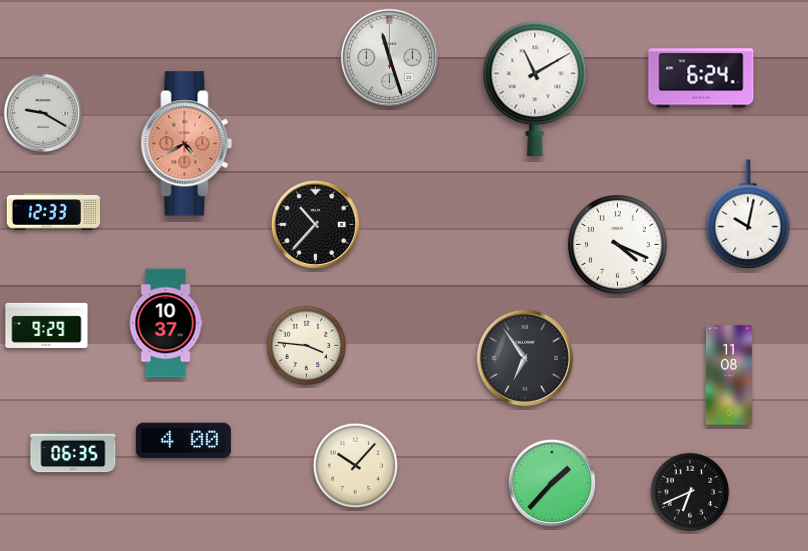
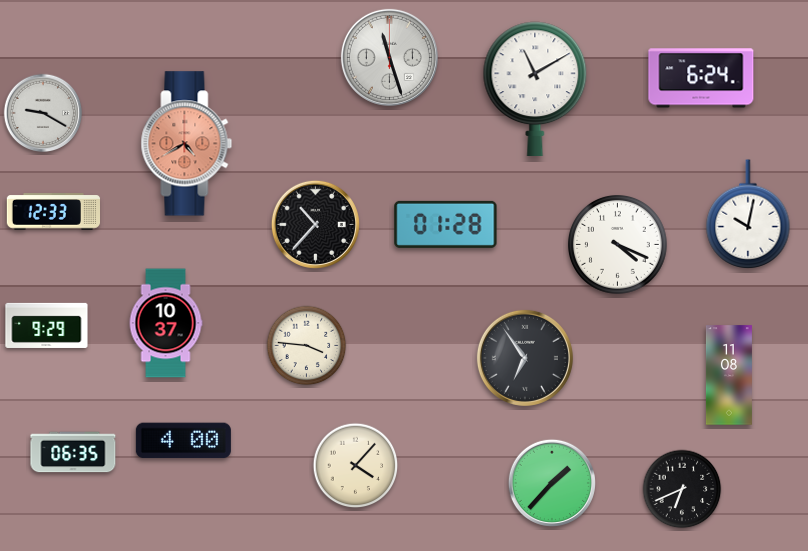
clock at (446, 224): none -> 01:28
clock at (356, 466): 10:07 -> 4:07
clock at (690, 492) position: (690, 492) -> (682, 489)
